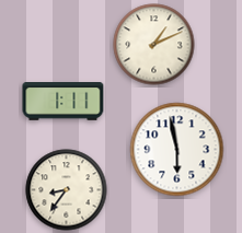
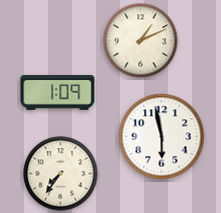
clock at (64, 102): 1:11 -> 1:09
clock at (67, 190): 8:36 -> 7:36
